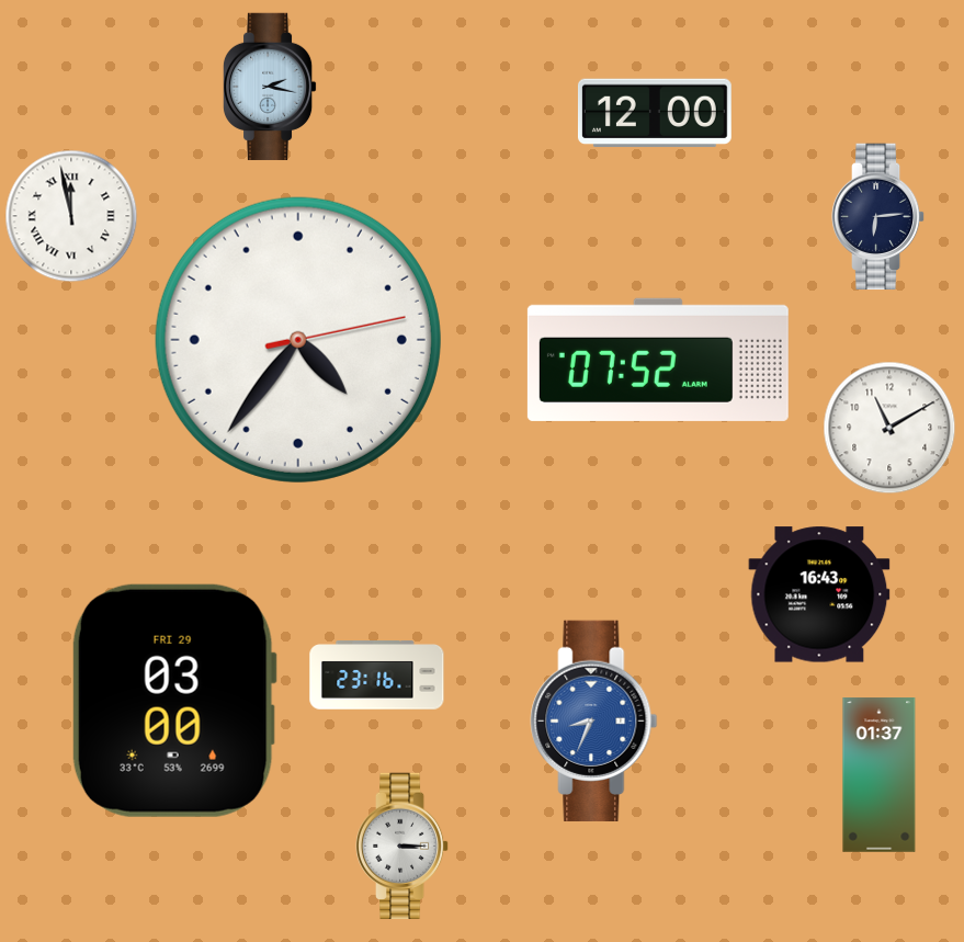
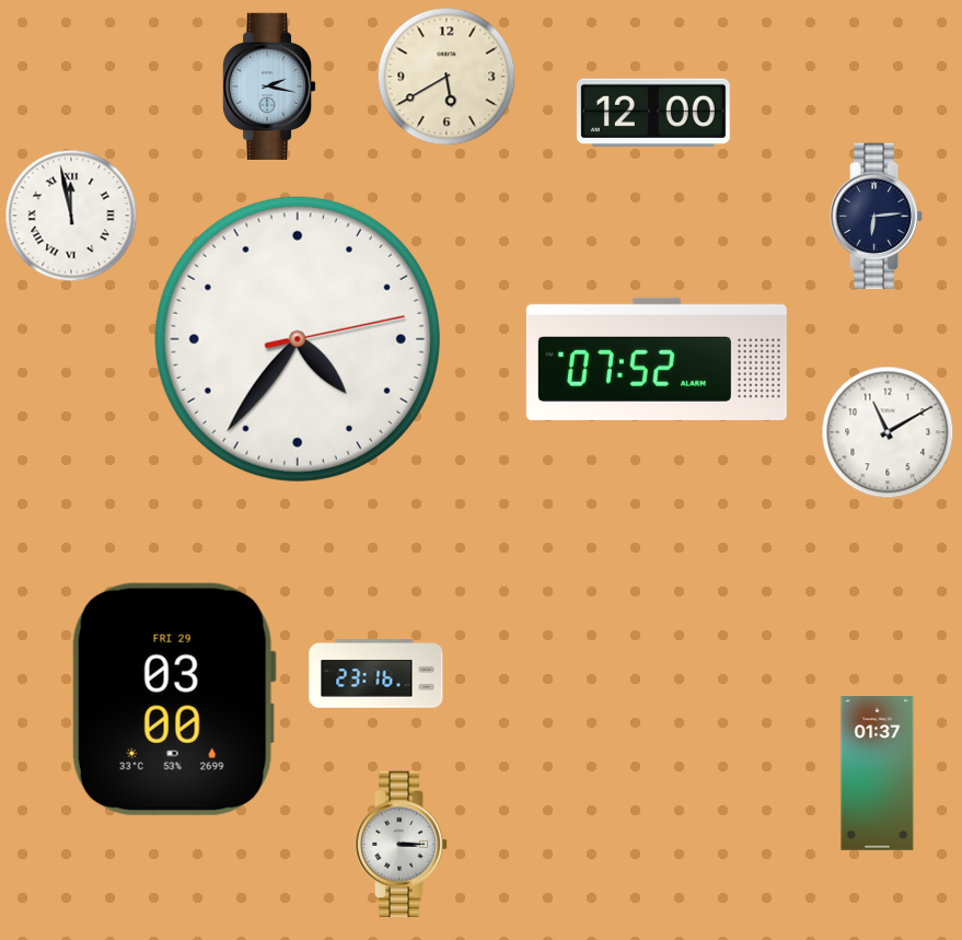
clock at (447, 77): none -> 5:40
clock at (889, 428) position: (889, 428) -> (888, 432)
clock at (819, 594): 16:43 -> none
clock at (594, 720): 8:34 -> none
